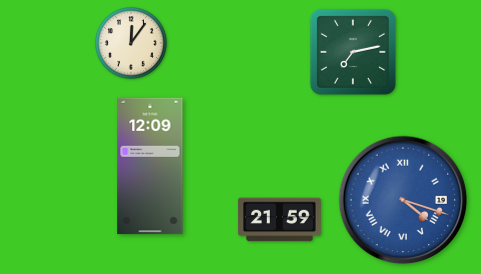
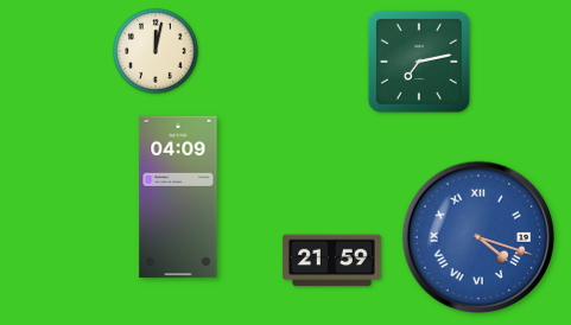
clock at (131, 43): 12:06 -> 12:02
clock at (150, 166): 12:09 -> 04:09
